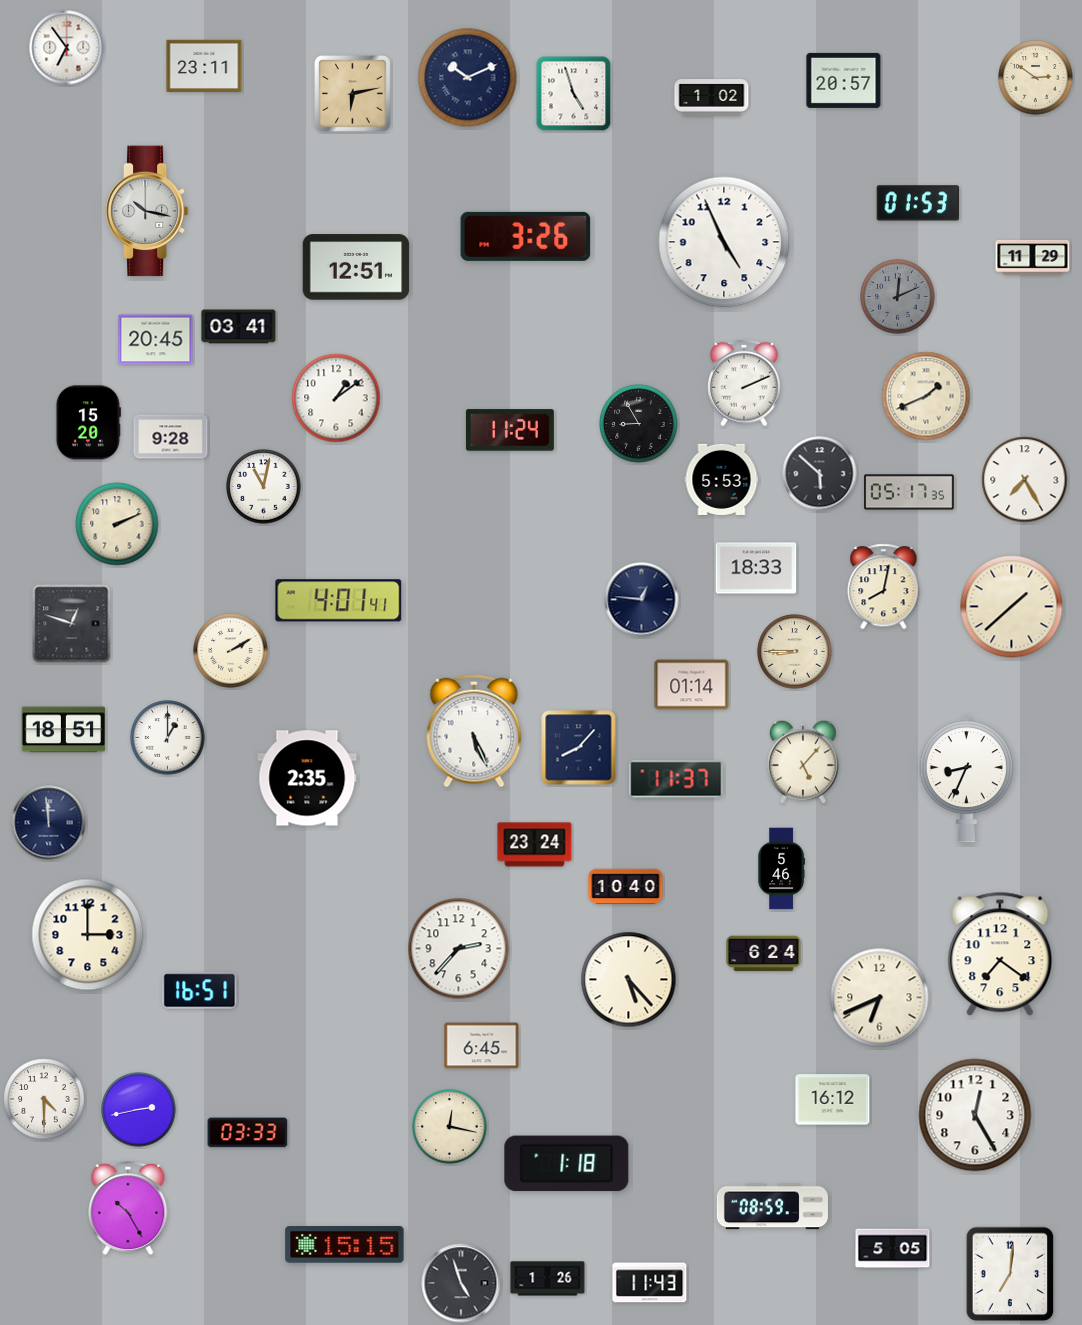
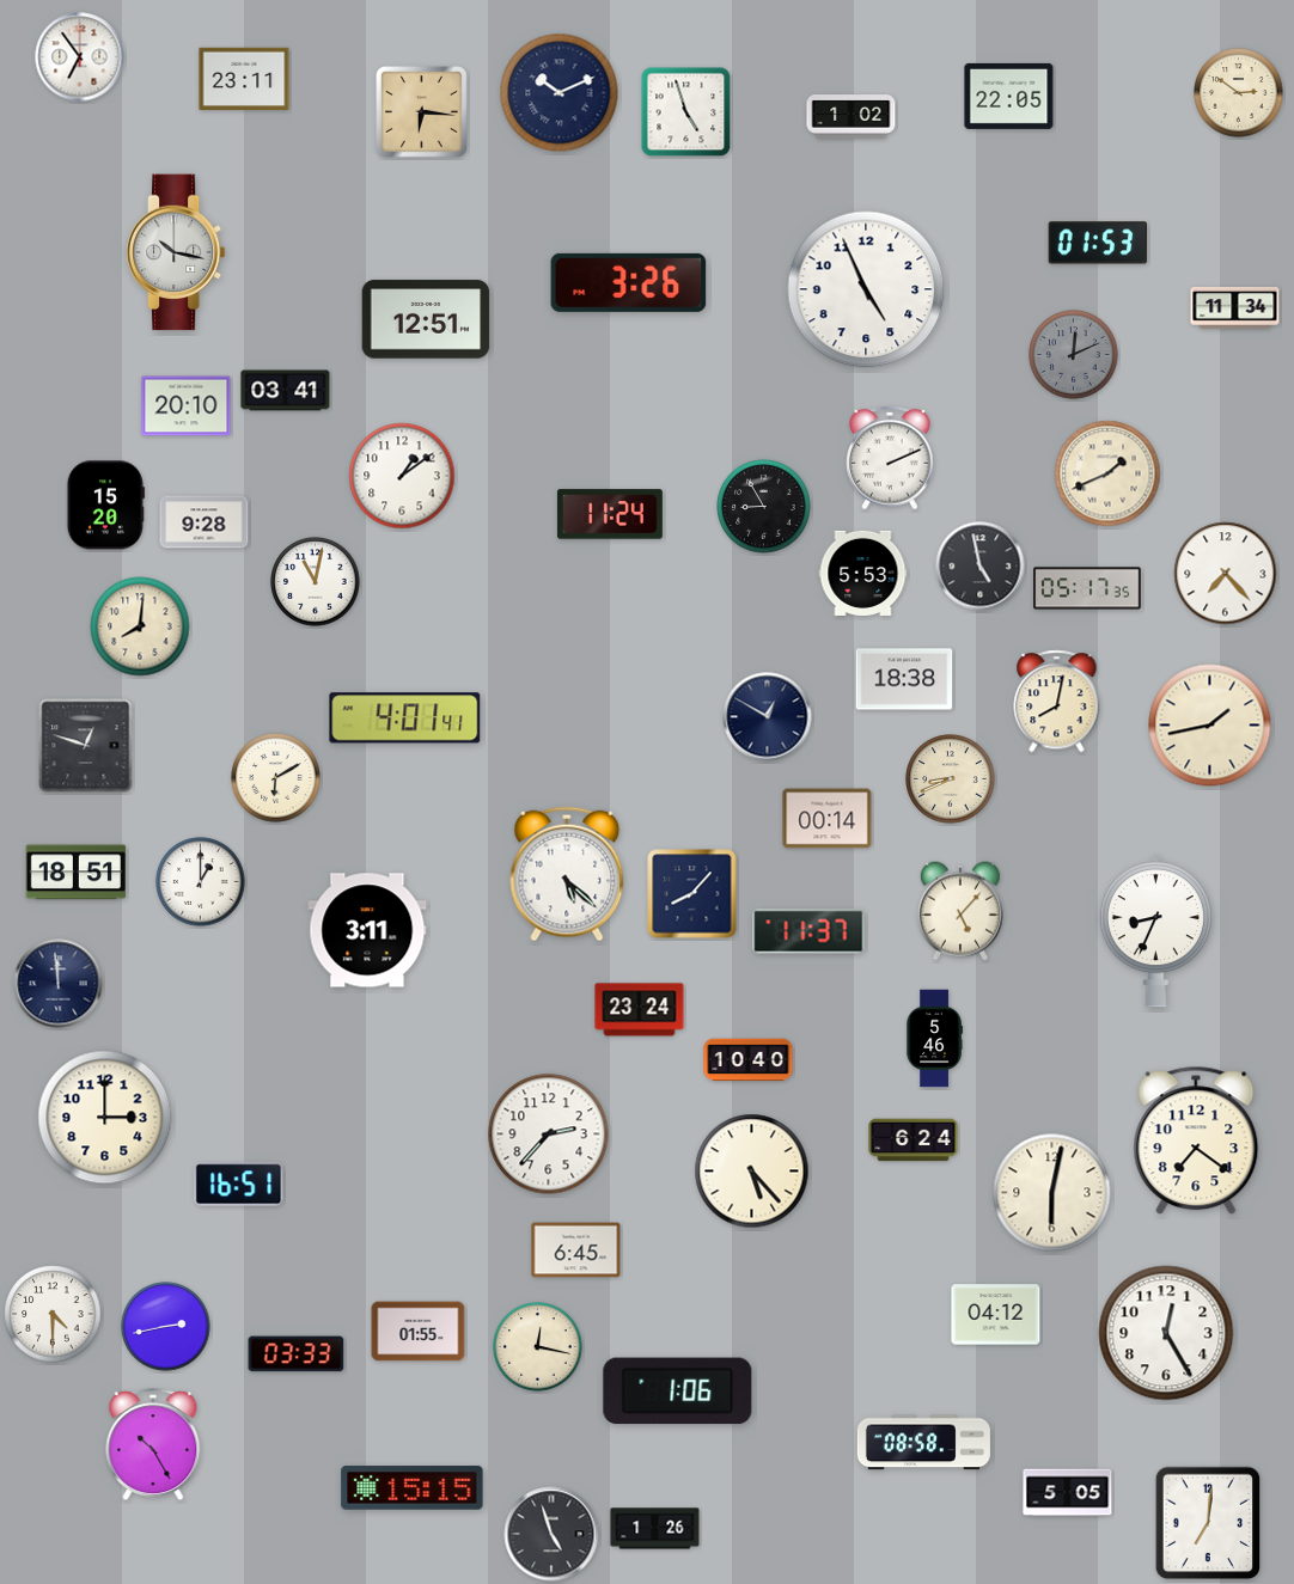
clock at (844, 80): 20:57 -> 22:05
clock at (353, 94): 6:13 -> 6:16
clock at (1033, 257): 11:29 -> 11:34
clock at (156, 340): 20:45 -> 20:10
clock at (820, 474): 5:52 -> 4:58
clock at (1025, 480): 7:25 -> 7:23
clock at (117, 524): 2:11 -> 8:01
clock at (756, 568): 18:33 -> 18:38
clock at (642, 600): 12:46 -> 12:50
clock at (1012, 607): 1:38 -> 1:43
clock at (231, 651): 2:10 -> 6:10
clock at (795, 652): 8:45 -> 8:41
clock at (692, 685): 01:14 -> 00:14
clock at (474, 731): 5:26 -> 5:22
clock at (307, 778): 2:35 -> 3:11
clock at (880, 998): 6:41 -> 6:02
clock at (833, 1100): 16:12 -> 04:12
clock at (419, 1332): none -> 01:55
clock at (567, 1164): 1:18 -> 1:06
clock at (772, 1207): 08:59 -> 08:58
clock at (650, 1283): 11:43 -> none
